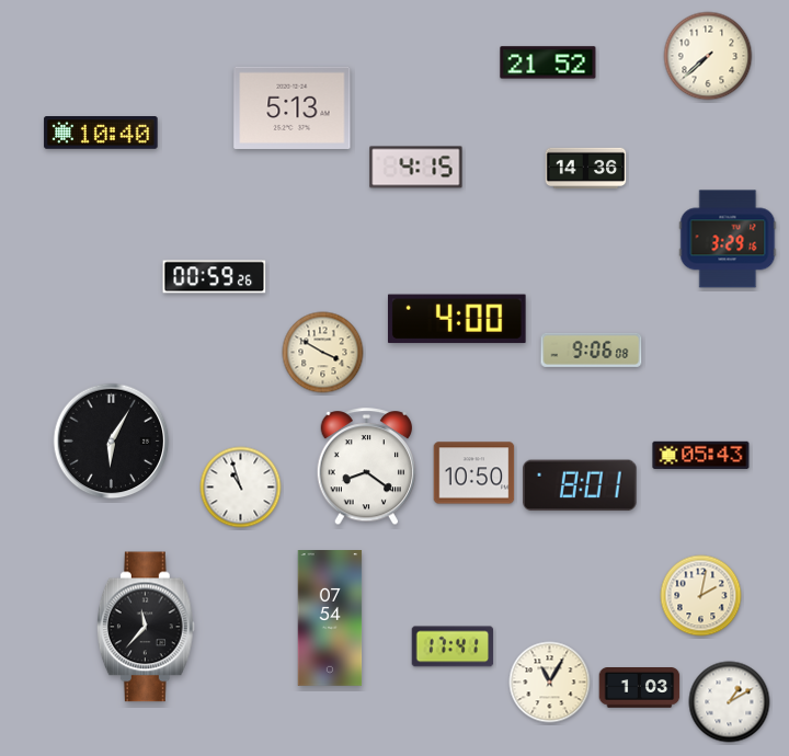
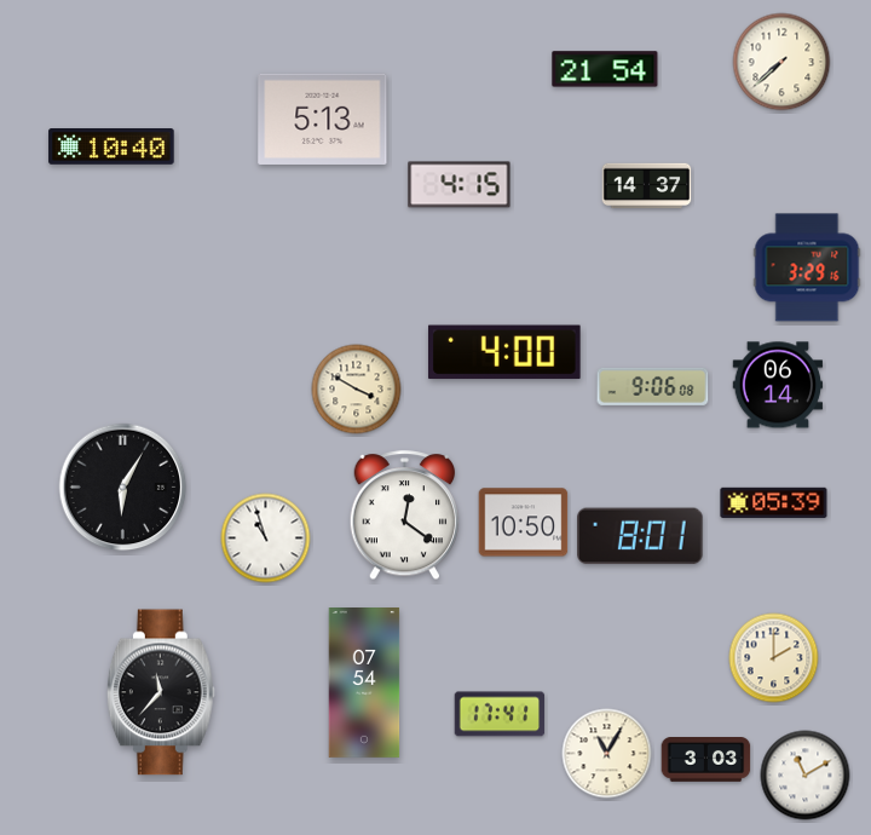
clock at (548, 62): 21:52 -> 21:54
clock at (586, 169): 14:36 -> 14:37
clock at (728, 239) position: (728, 239) -> (807, 267)
clock at (215, 277): 00:59 -> none
clock at (778, 385): none -> 06:14
clock at (701, 456): 05:43 -> 05:39
clock at (367, 467): 8:21 -> 12:21
clock at (701, 596): 2:02 -> 2:00
clock at (640, 688): 1:03 -> 3:03
clock at (730, 702): 1:10 -> 11:10
